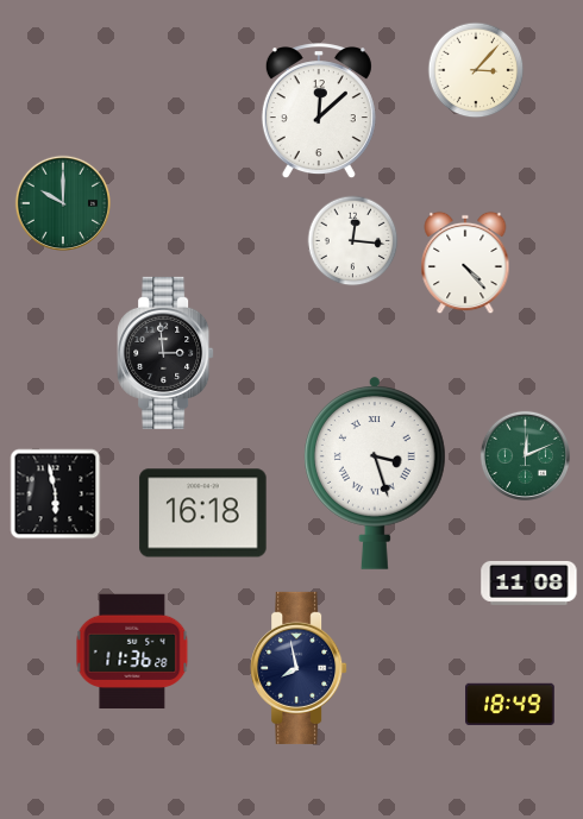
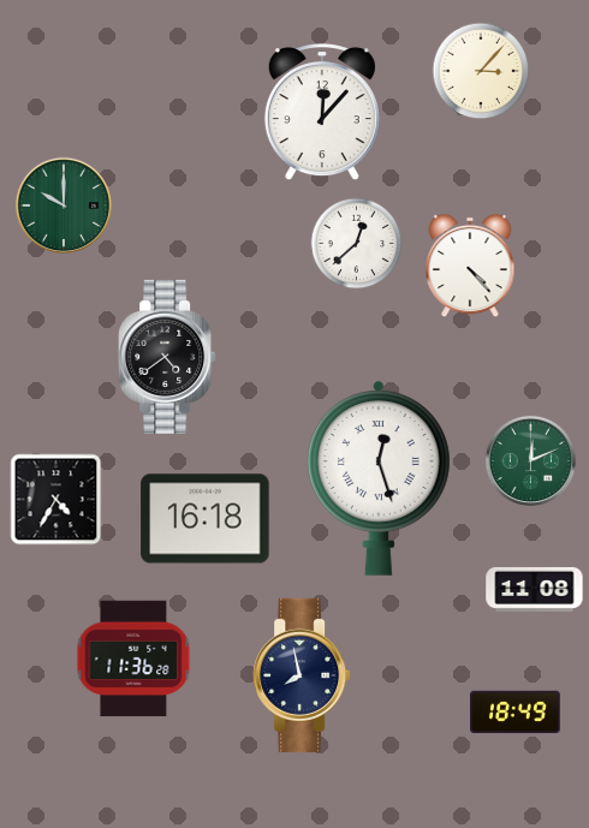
clock at (319, 112): 12:08 -> 12:07
clock at (353, 241): 12:16 -> 12:38
clock at (165, 353): 2:59 -> 4:39
clock at (375, 473): 3:27 -> 12:27
clock at (56, 494): 5:58 -> 4:35
